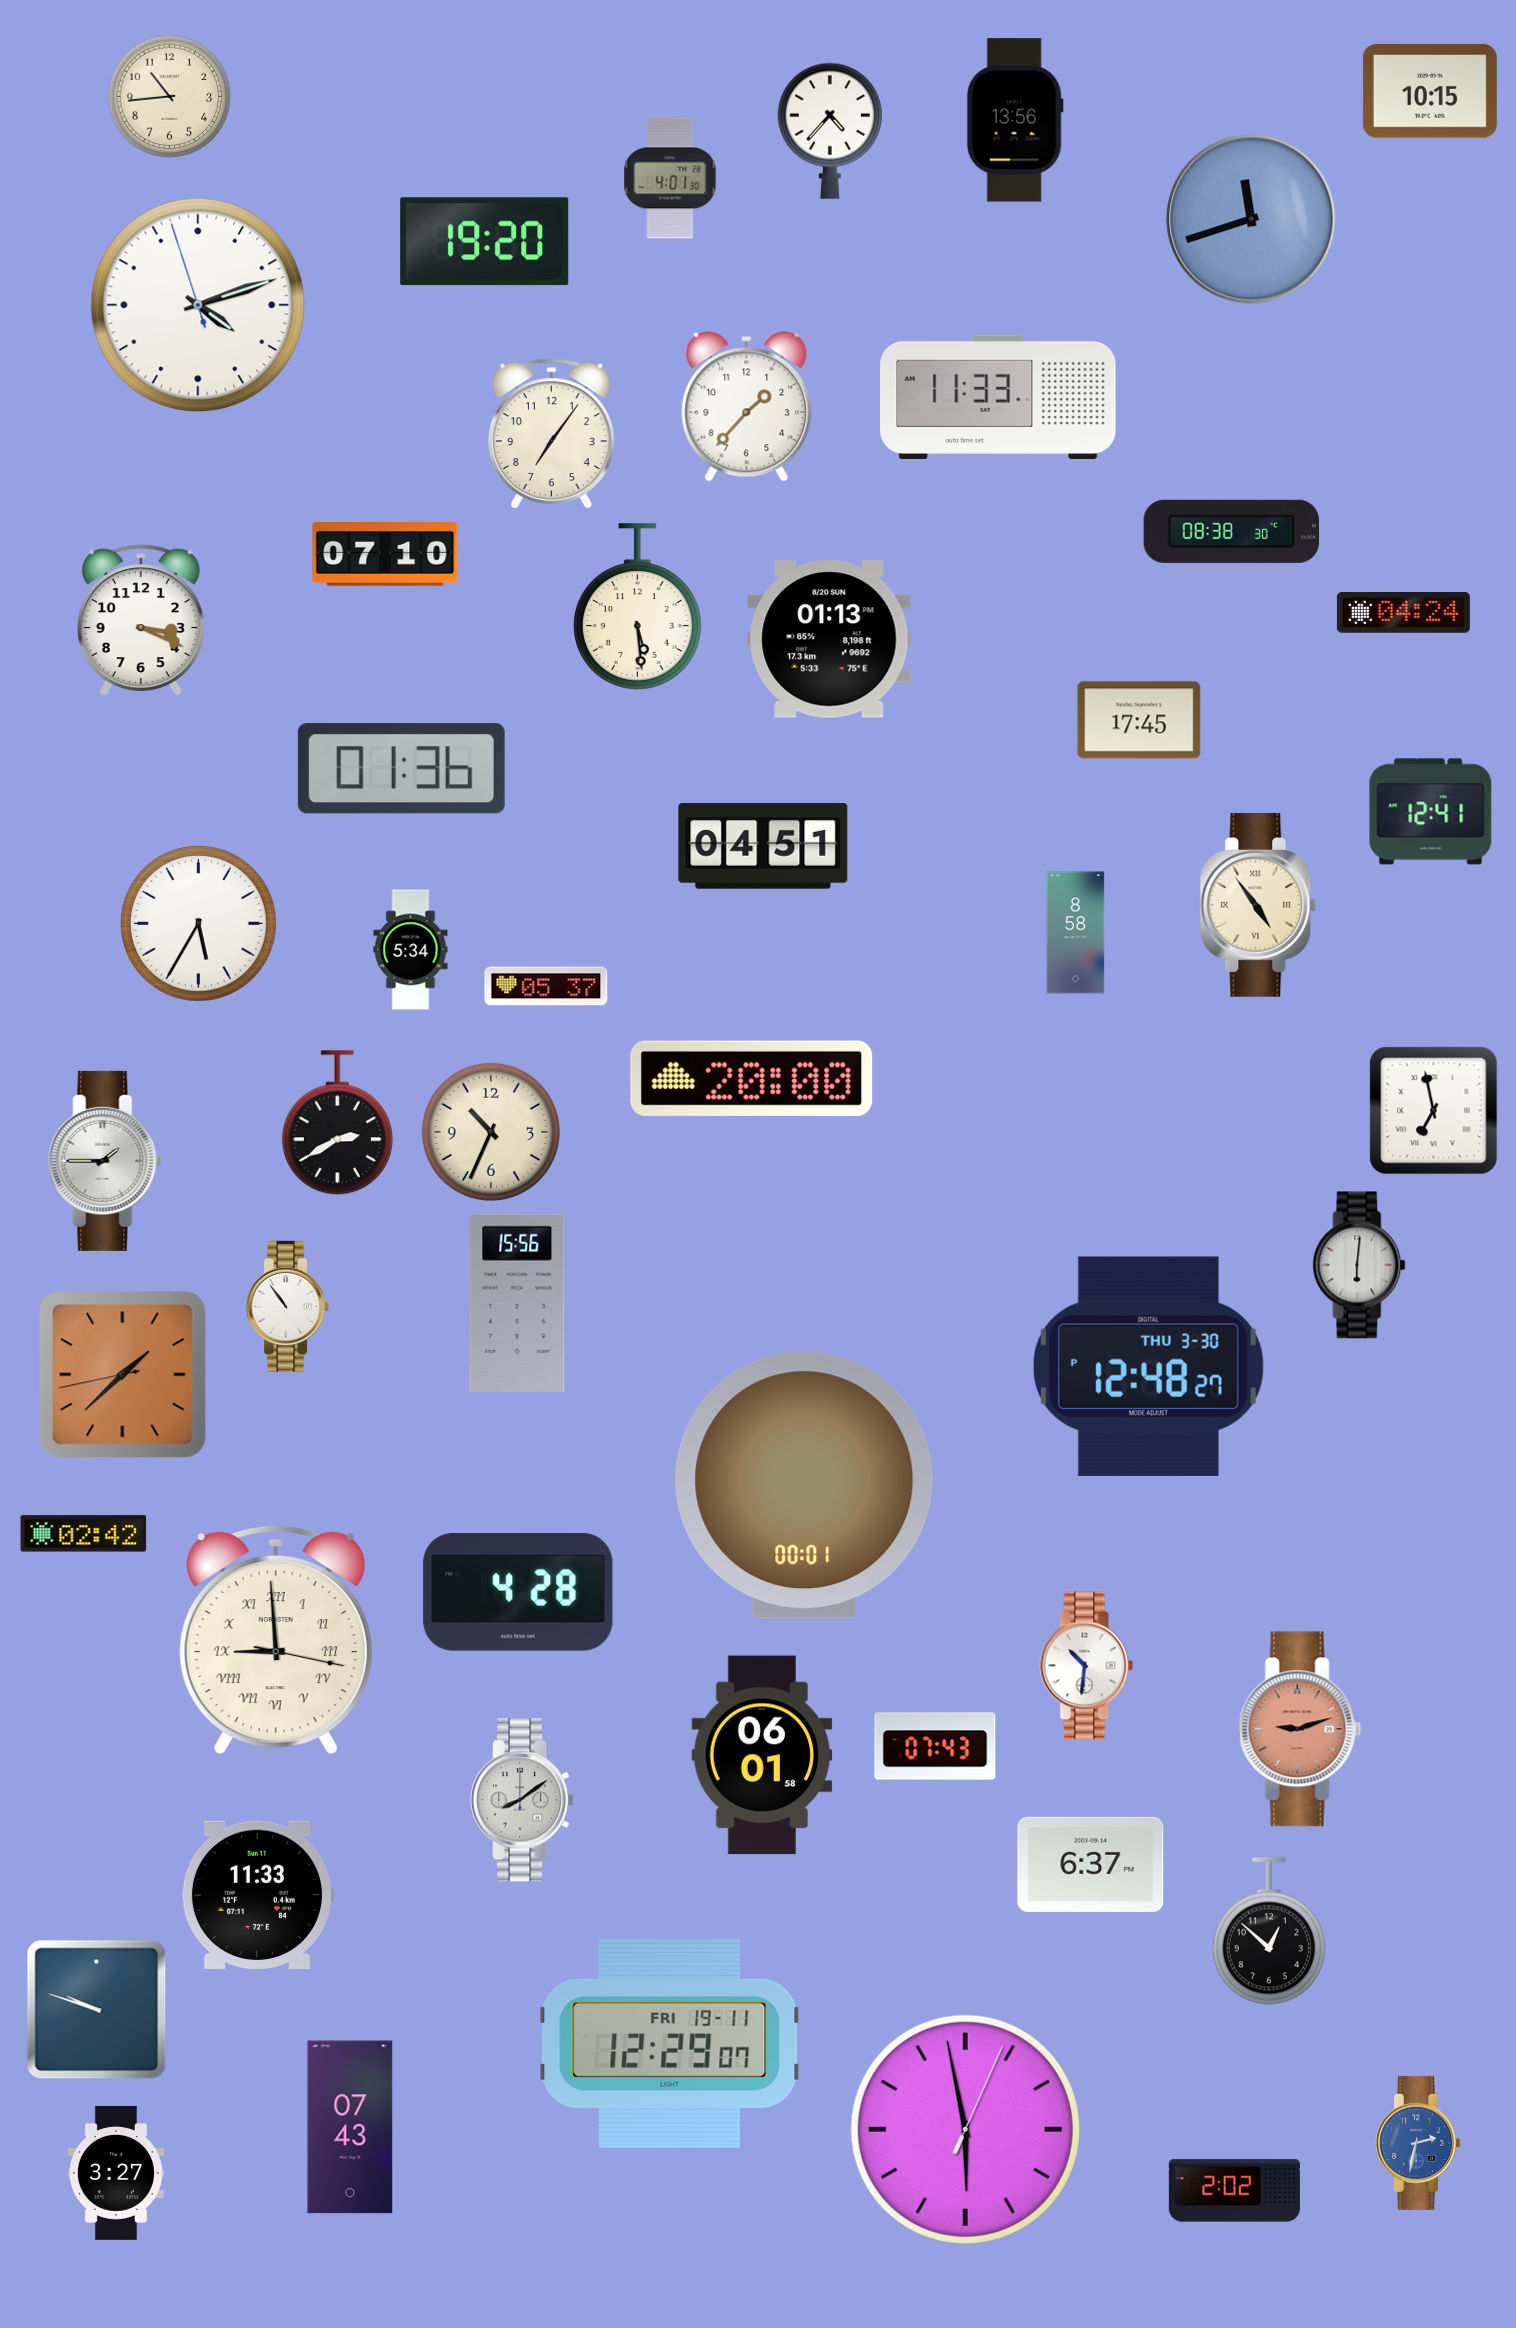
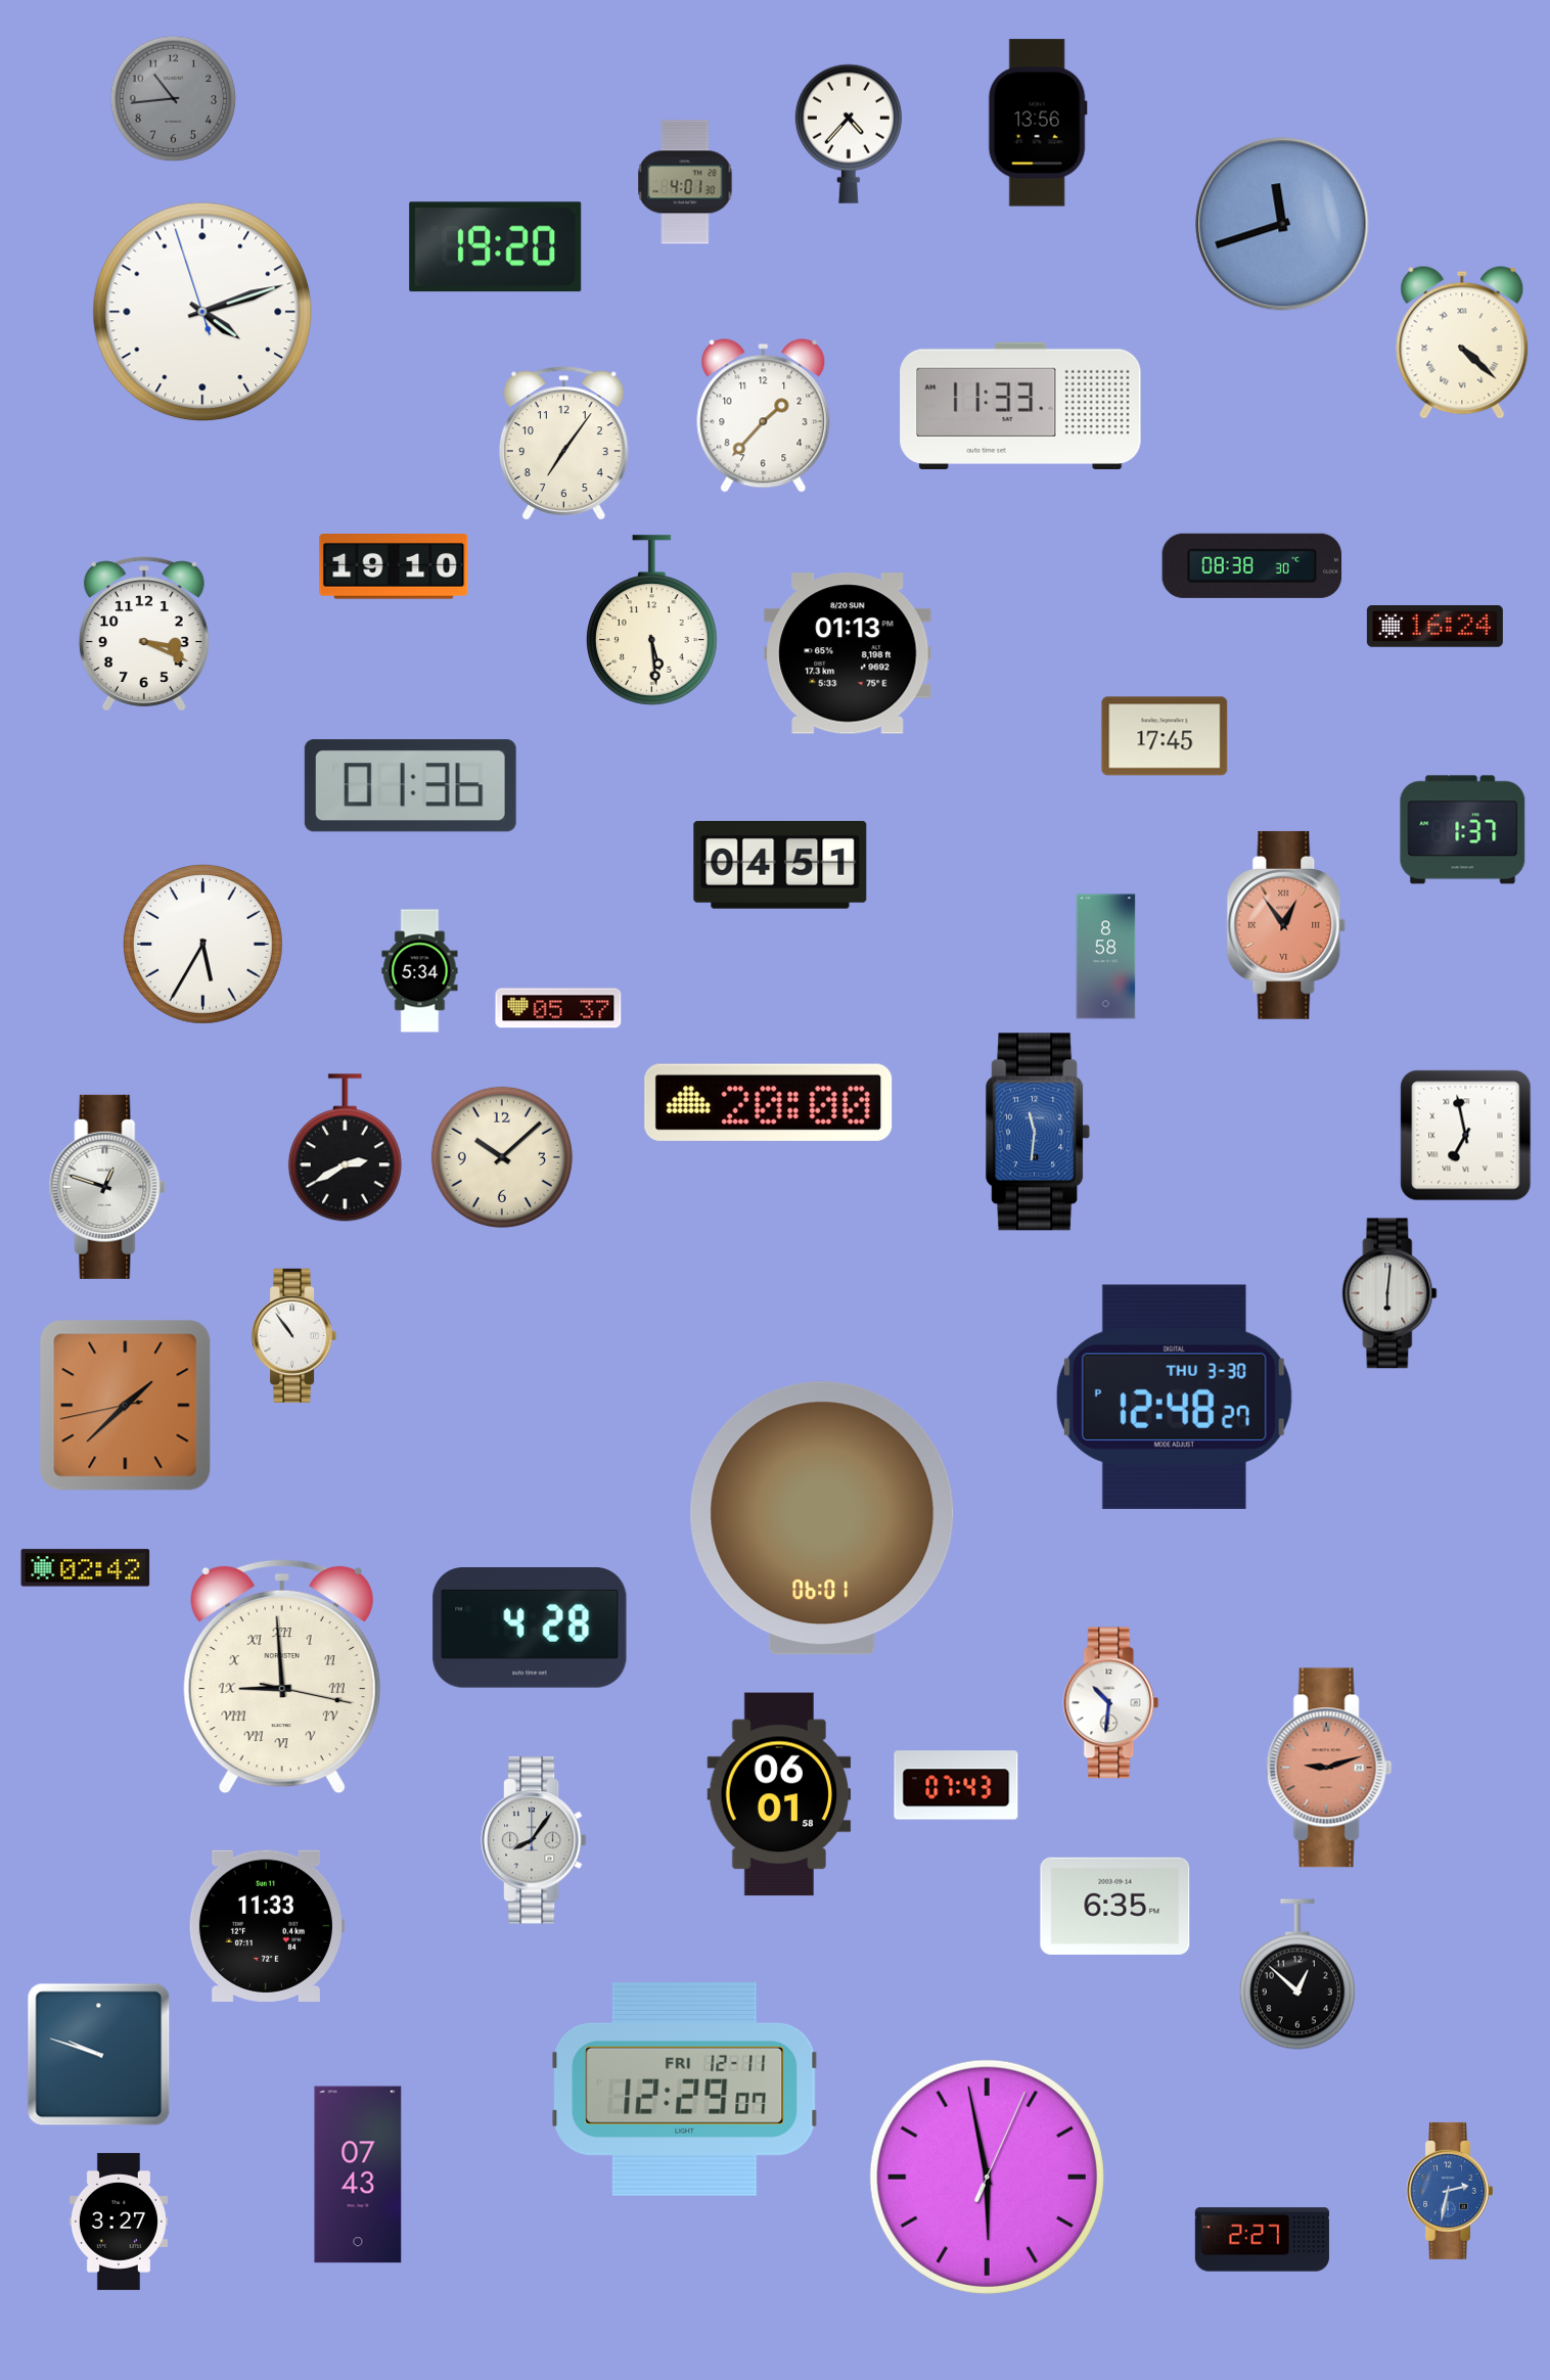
clock at (1430, 91): 10:15 -> none
clock at (170, 97) dial: cream -> grey
clock at (1251, 219) position: (1251, 219) -> (1282, 224)
clock at (1462, 342): none -> 4:22
clock at (1232, 531) position: (1232, 531) -> (1252, 565)
clock at (385, 554): 07:10 -> 19:10
clock at (1403, 613): 04:24 -> 16:24
clock at (1431, 812): 12:41 -> 1:37
clock at (1258, 905): 4:54 -> 12:54
clock at (1258, 905) dial: cream -> salmon
clock at (1076, 933) position: (1076, 933) -> (1106, 957)
clock at (1039, 1132): none -> 11:31
clock at (491, 1132): 10:34 -> 10:08
clock at (105, 1161): 1:45 -> 12:48
clock at (517, 1303): 15:56 -> none
clock at (804, 1485): 00:01 -> 06:01
clock at (522, 1800): 8:09 -> 8:06
clock at (1091, 1864): 6:37 -> 6:35
clock at (257, 1894) position: (257, 1894) -> (266, 1925)
clock at (670, 2043) date: FRI 19-11 -> FRI 12-11
clock at (1234, 2191): 2:02 -> 2:27
